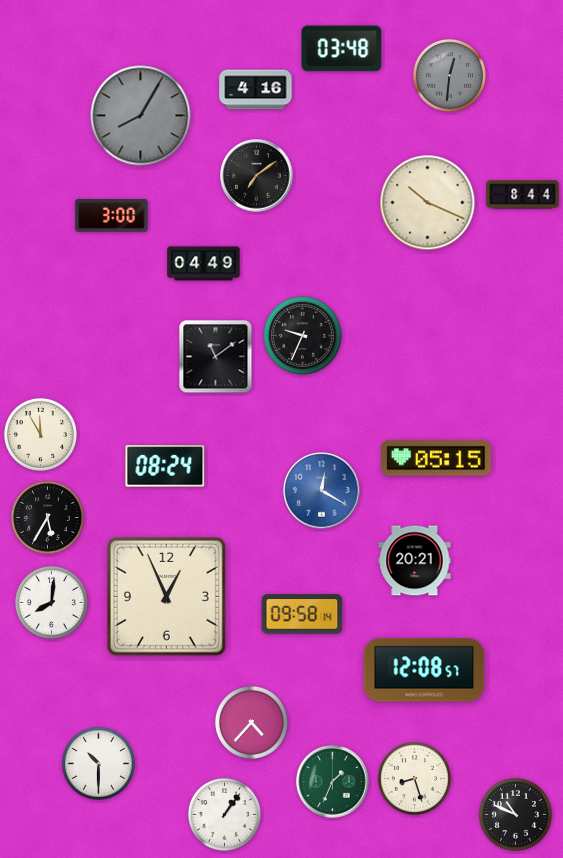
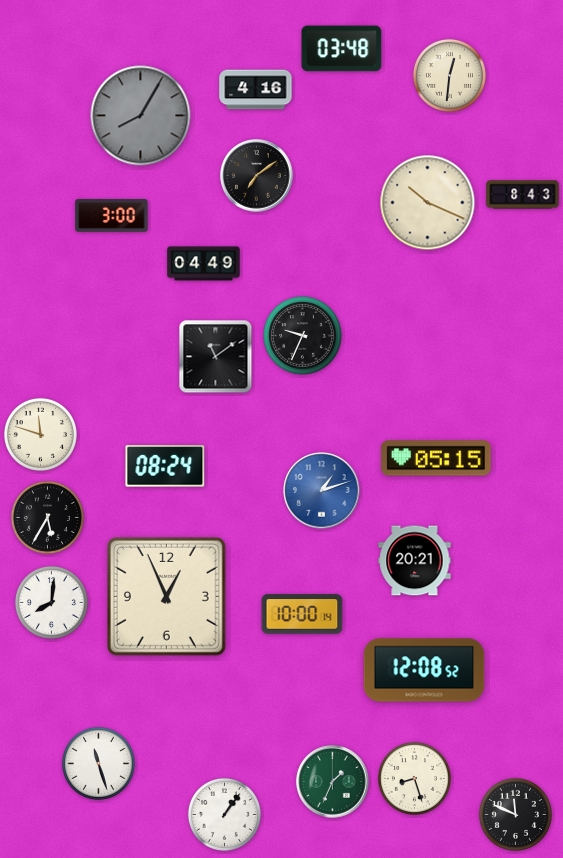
clock at (449, 75) dial: grey -> cream
clock at (523, 195): 8:44 -> 8:43
clock at (40, 434): 11:55 -> 11:48
clock at (322, 491): 12:20 -> 1:12
clock at (302, 614): 09:58 -> 10:00
clock at (424, 670): 12:08:57 -> 12:08:52
clock at (251, 722): 4:37 -> none
clock at (98, 763): 10:30 -> 11:27
clock at (515, 814): 10:49 -> 11:49
